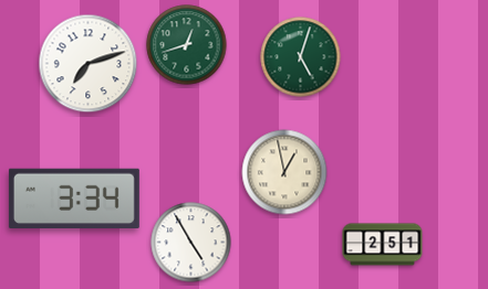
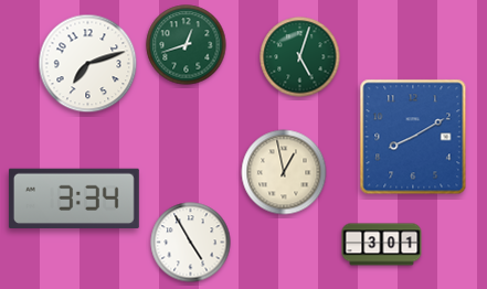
clock at (413, 137): none -> 8:10
clock at (383, 245): 2:51 -> 3:01
